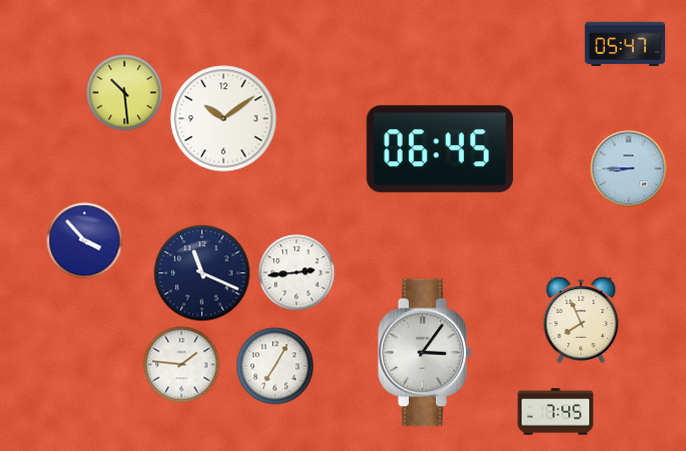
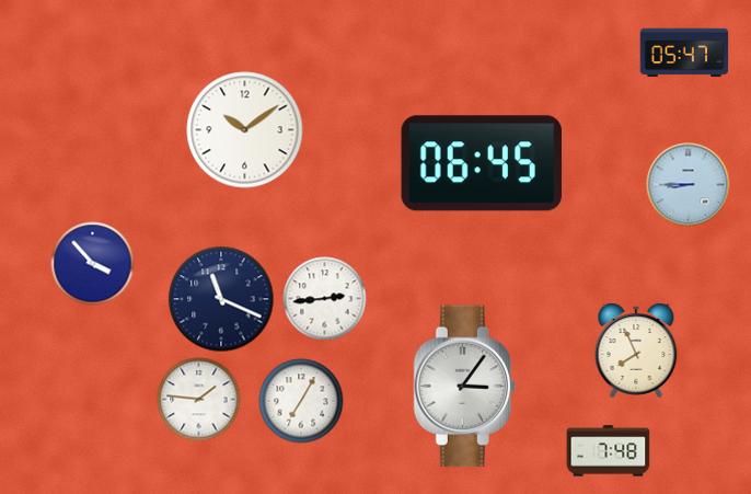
clock at (625, 44) position: (625, 44) -> (684, 53)
clock at (125, 93): 10:29 -> none
clock at (556, 412): 7:45 -> 7:48
